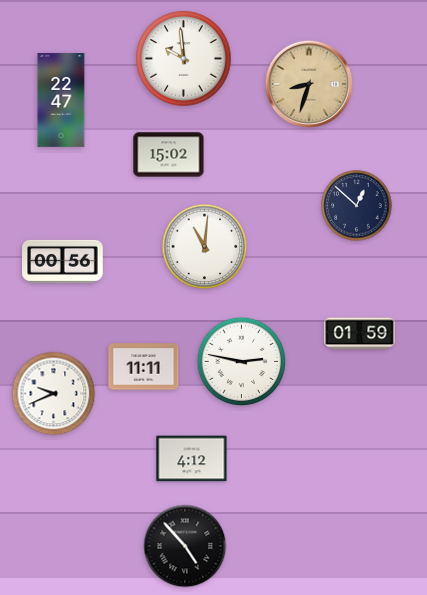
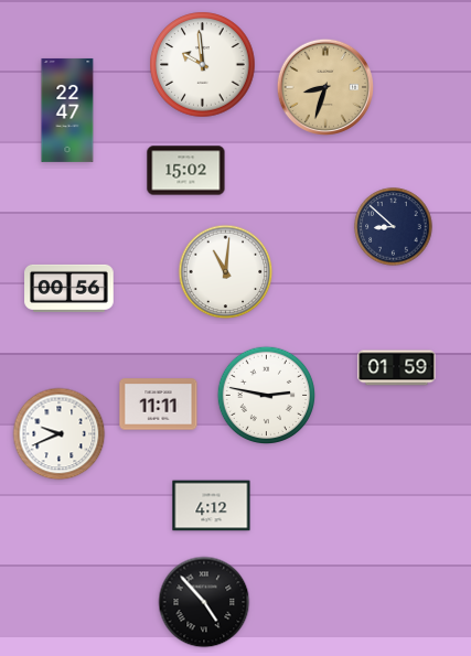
clock at (309, 84) position: (309, 84) -> (325, 87)
clock at (357, 206): 12:52 -> 8:52
clock at (241, 361) position: (241, 361) -> (266, 395)
